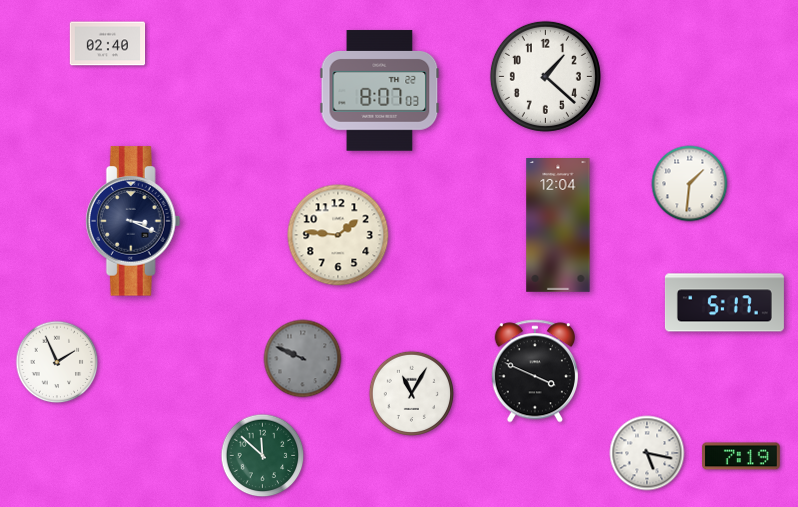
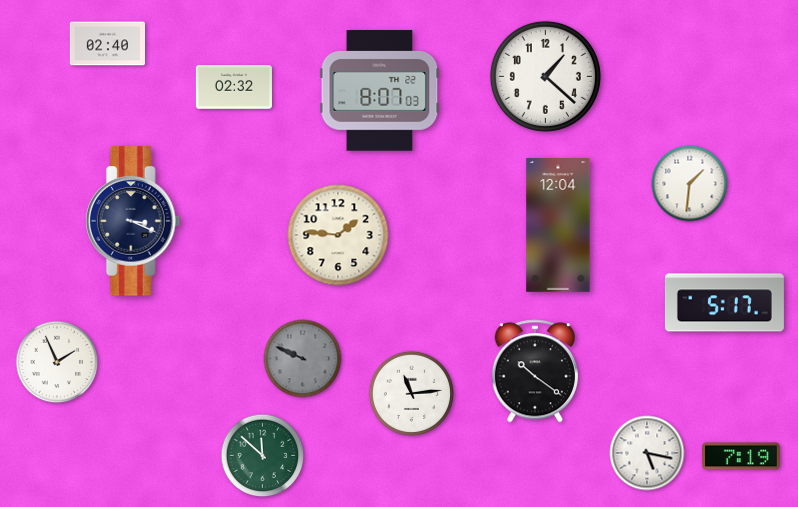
clock at (234, 87): none -> 02:32
clock at (535, 371): 3:49 -> 10:21
clock at (411, 393): 11:05 -> 11:14
